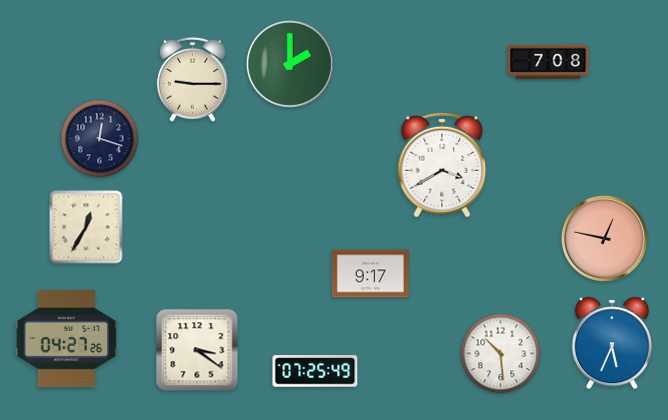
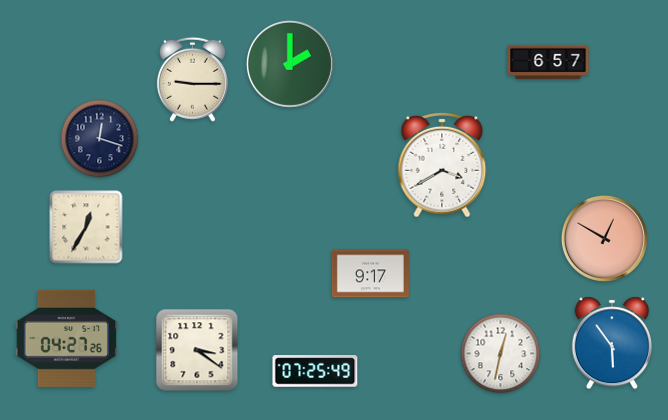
clock at (548, 62): 7:08 -> 6:57
clock at (604, 238): 12:47 -> 12:50
clock at (612, 343): 5:34 -> 5:54
clock at (501, 354): 10:29 -> 12:32
